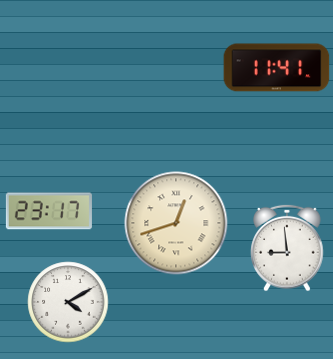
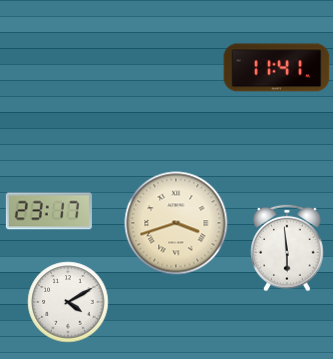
clock at (176, 223): 12:42 -> 3:42
clock at (287, 248): 8:59 -> 5:59
